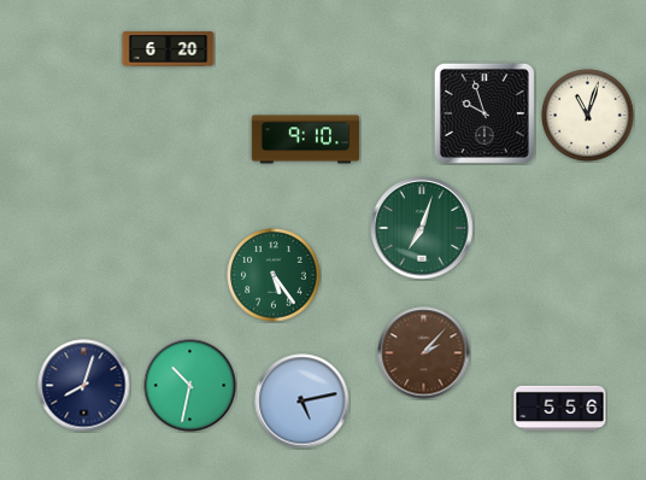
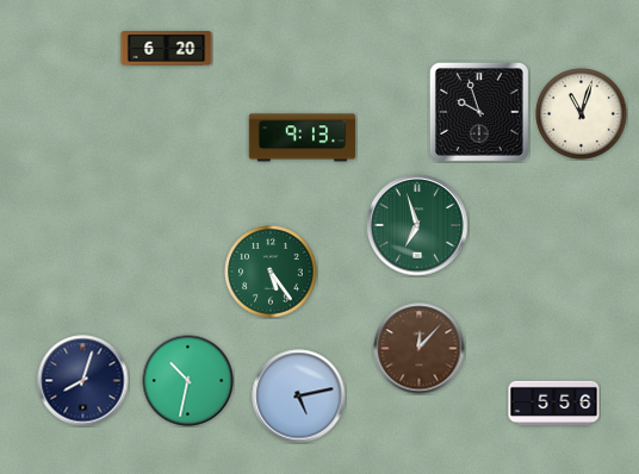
clock at (306, 140): 9:10 -> 9:13
clock at (422, 228): 7:03 -> 6:57
clock at (424, 353): 2:07 -> 12:07
